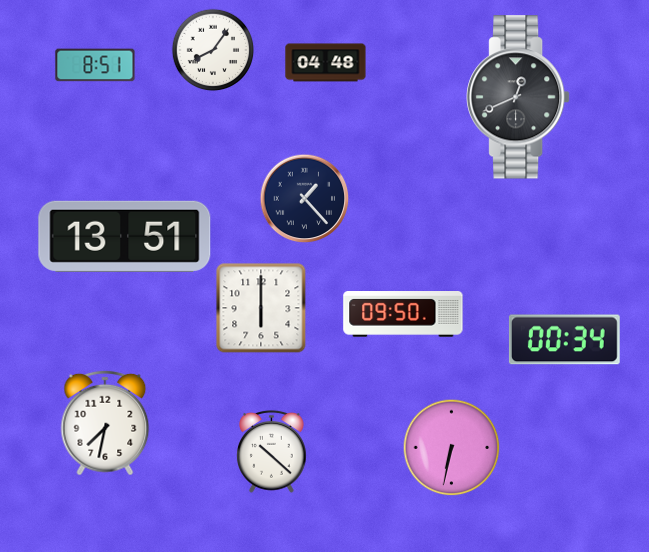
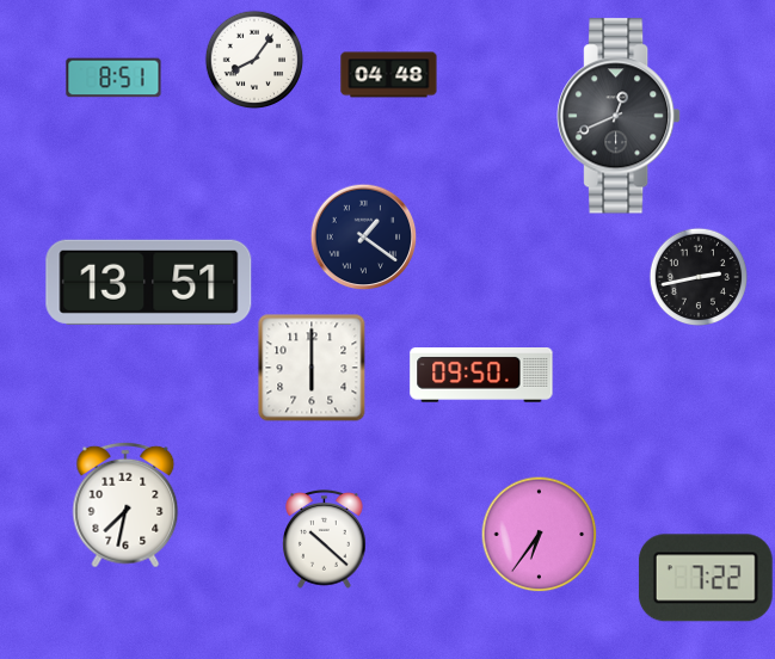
clock at (304, 198): 1:23 -> 1:21
clock at (699, 277): none -> 2:43
clock at (564, 340): 00:34 -> none
clock at (451, 447): 6:32 -> 6:36
clock at (706, 578): none -> 7:22
